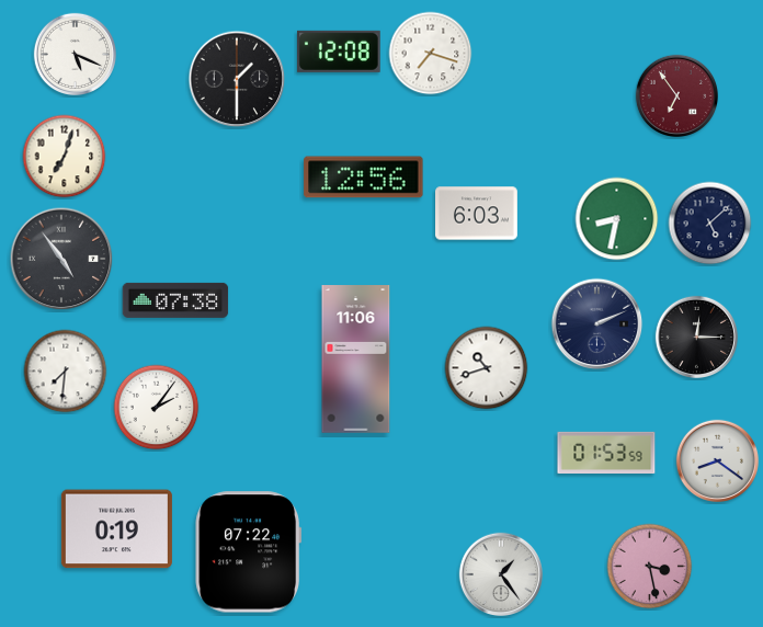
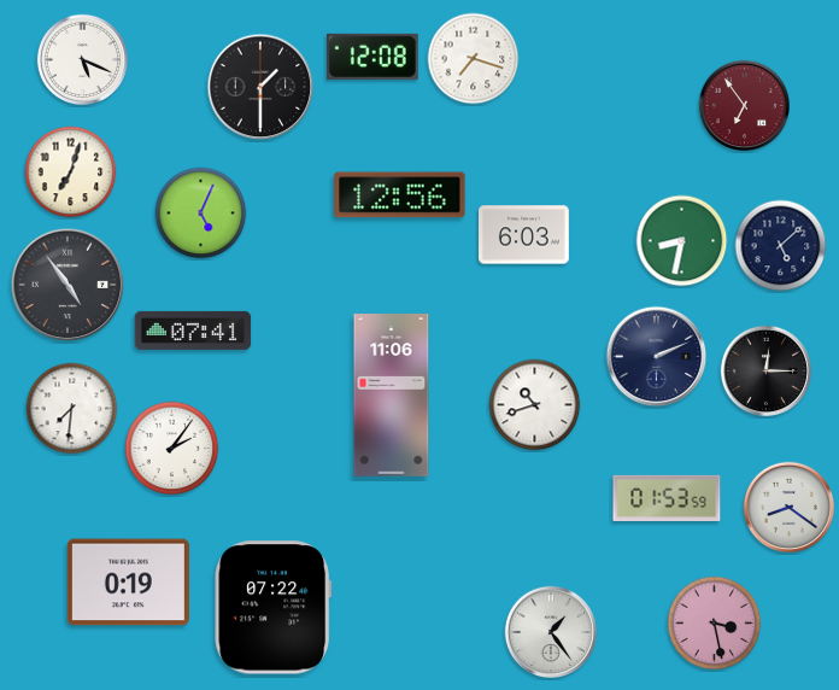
clock at (201, 214): none -> 5:04
clock at (617, 219) position: (617, 219) -> (682, 241)
clock at (175, 300): 07:38 -> 07:41
